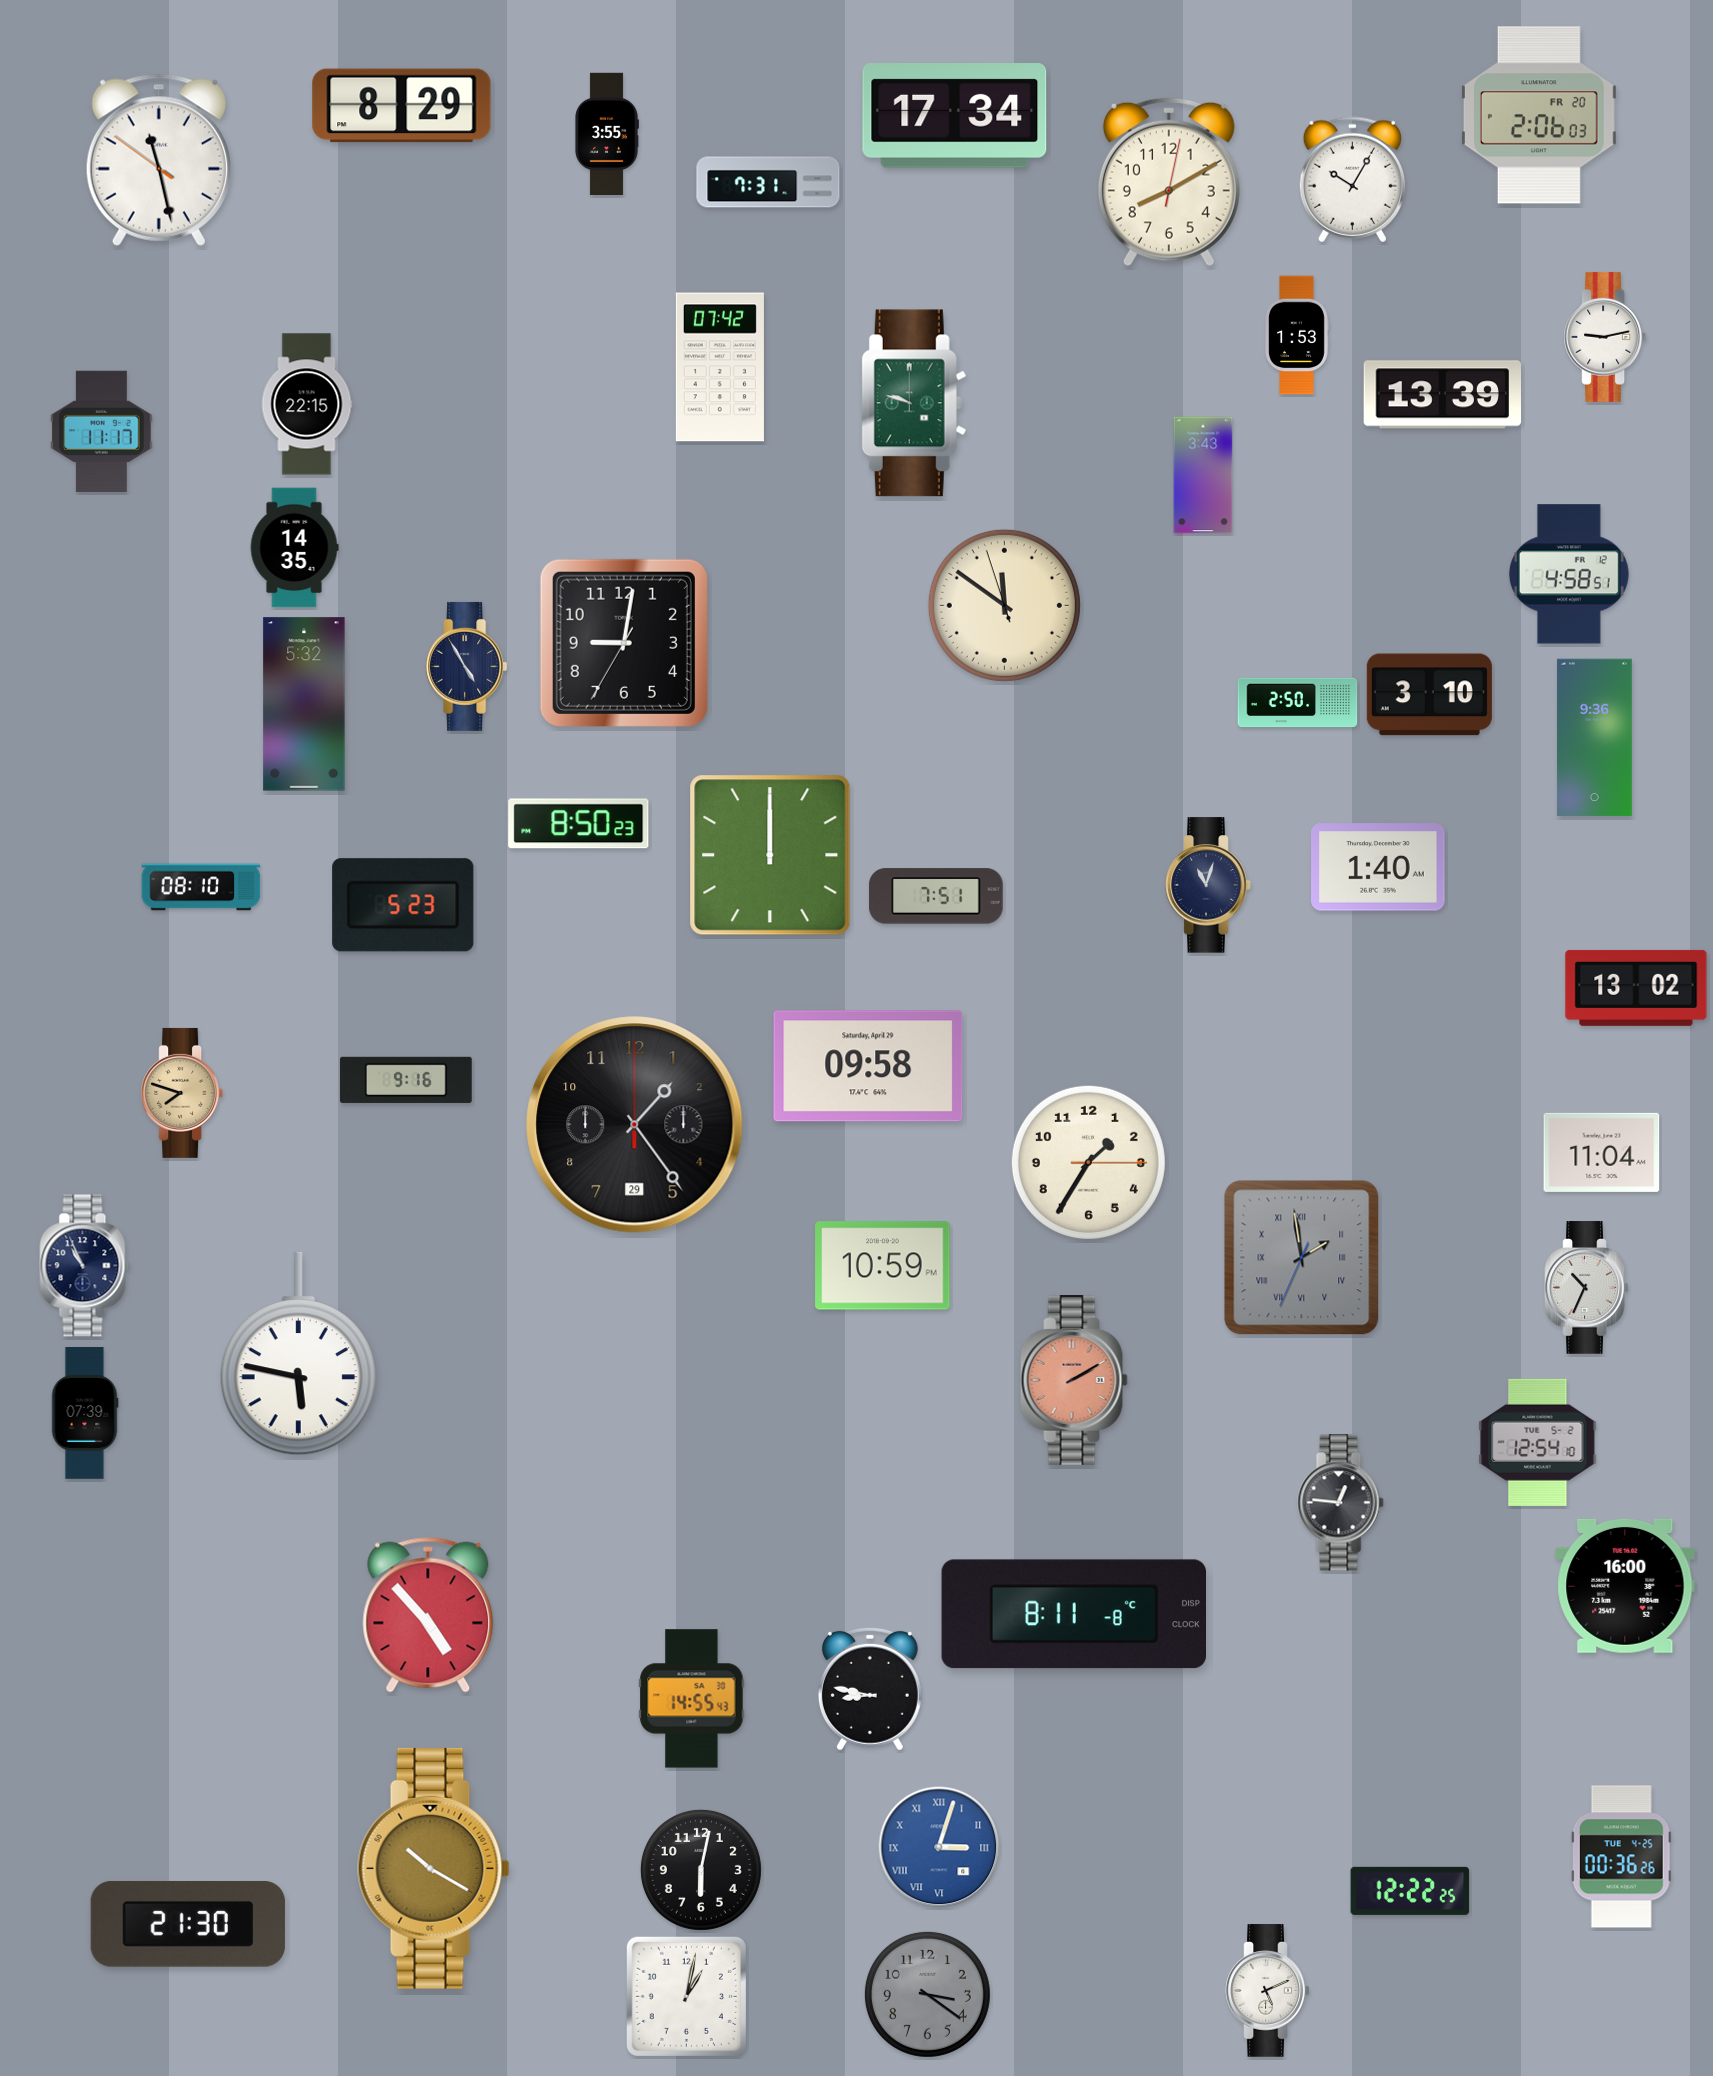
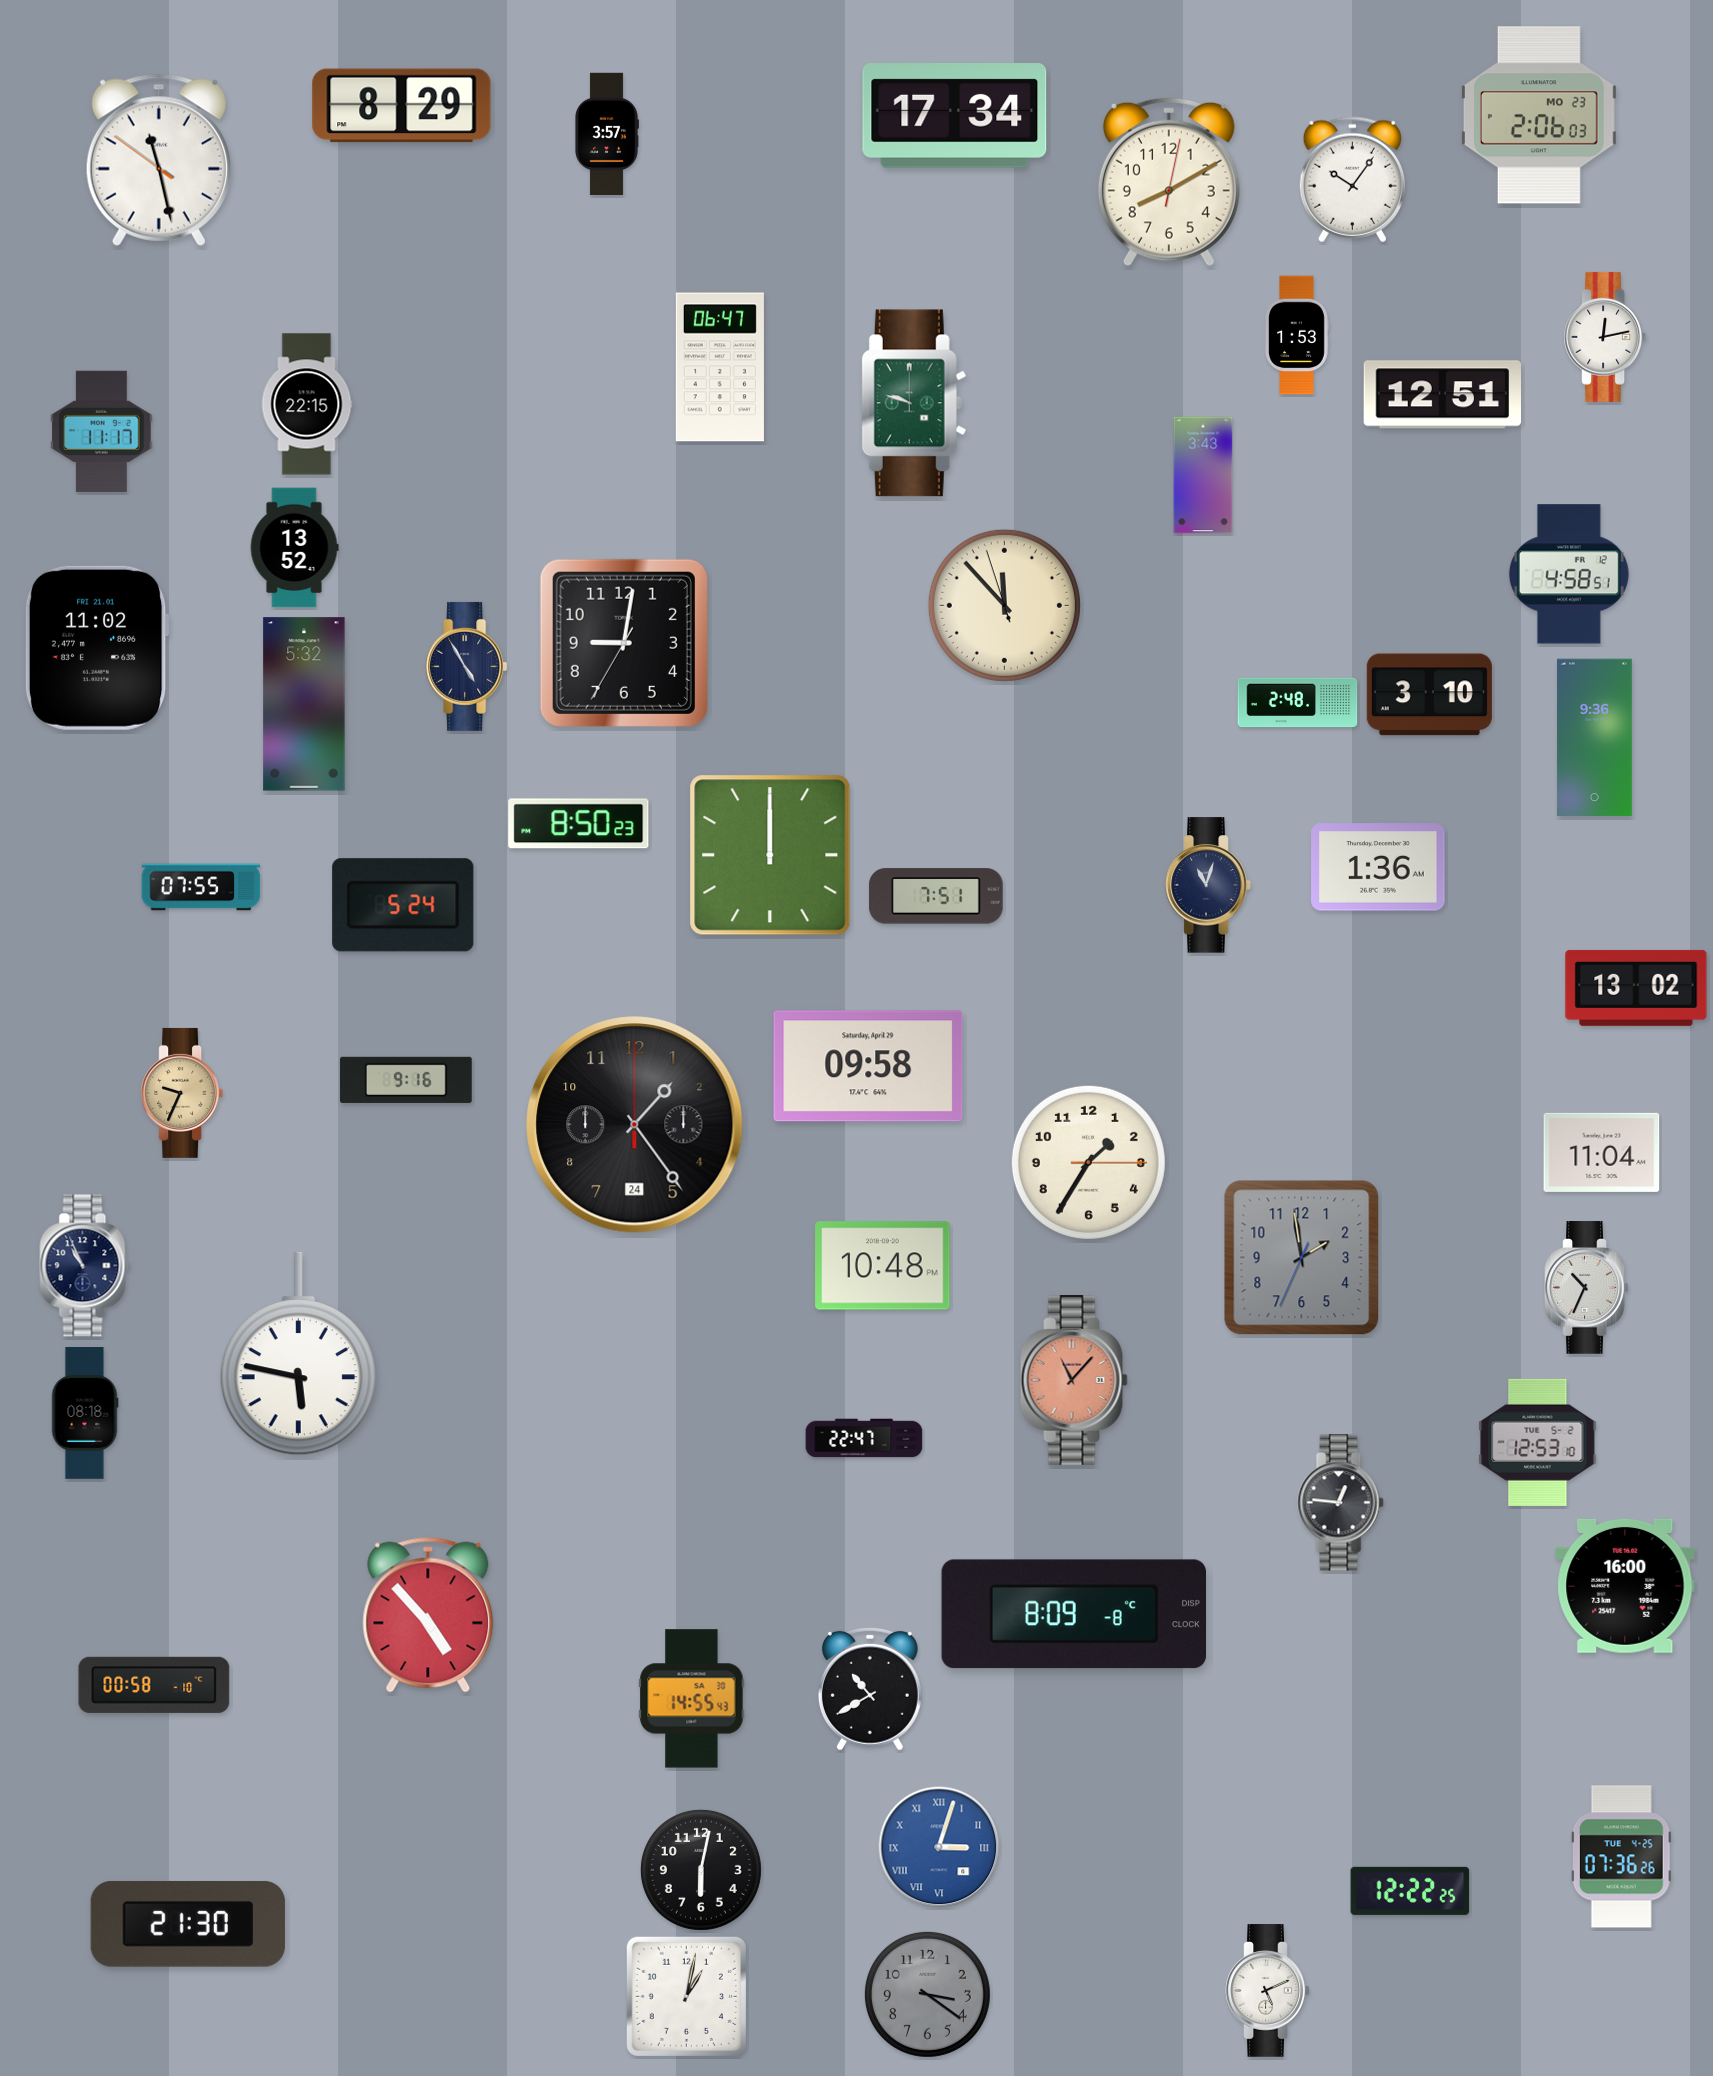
clock at (1539, 115) date: FR 20 -> MO 23
clock at (607, 134): 3:55 -> 3:57
clock at (1352, 180): 10:05 -> 10:06
clock at (768, 182): 7:31 -> none
clock at (1605, 337): 9:13 -> 12:13
clock at (720, 367): 07:42 -> 06:47
clock at (1442, 395): 13:39 -> 12:51
clock at (294, 548): 14:35 -> 13:52
clock at (1004, 605): 11:50 -> 11:52
clock at (97, 648): none -> 11:02
clock at (1298, 703): 2:50 -> 2:48
clock at (1378, 867): 1:40 -> 1:36
clock at (201, 887): 08:10 -> 07:55
clock at (403, 905): 5:23 -> 5:24
clock at (182, 1093): 7:48 -> 9:34
clock at (635, 1125) date: 29 -> 24
clock at (1302, 1258) numerals: Roman -> Arabic
clock at (883, 1266): 10:59 -> 10:48
clock at (1074, 1381): 2:10 -> 11:07
clock at (85, 1413): 07:39 -> 08:18
clock at (864, 1438): none -> 22:47
clock at (1538, 1442): 12:54 -> 12:53
clock at (1073, 1614): 8:11 -> 8:09
clock at (154, 1685): none -> 00:58
clock at (870, 1689): 8:47 -> 10:40
clock at (1621, 1857): 00:36 -> 07:36
clock at (434, 1868): 10:20 -> none
